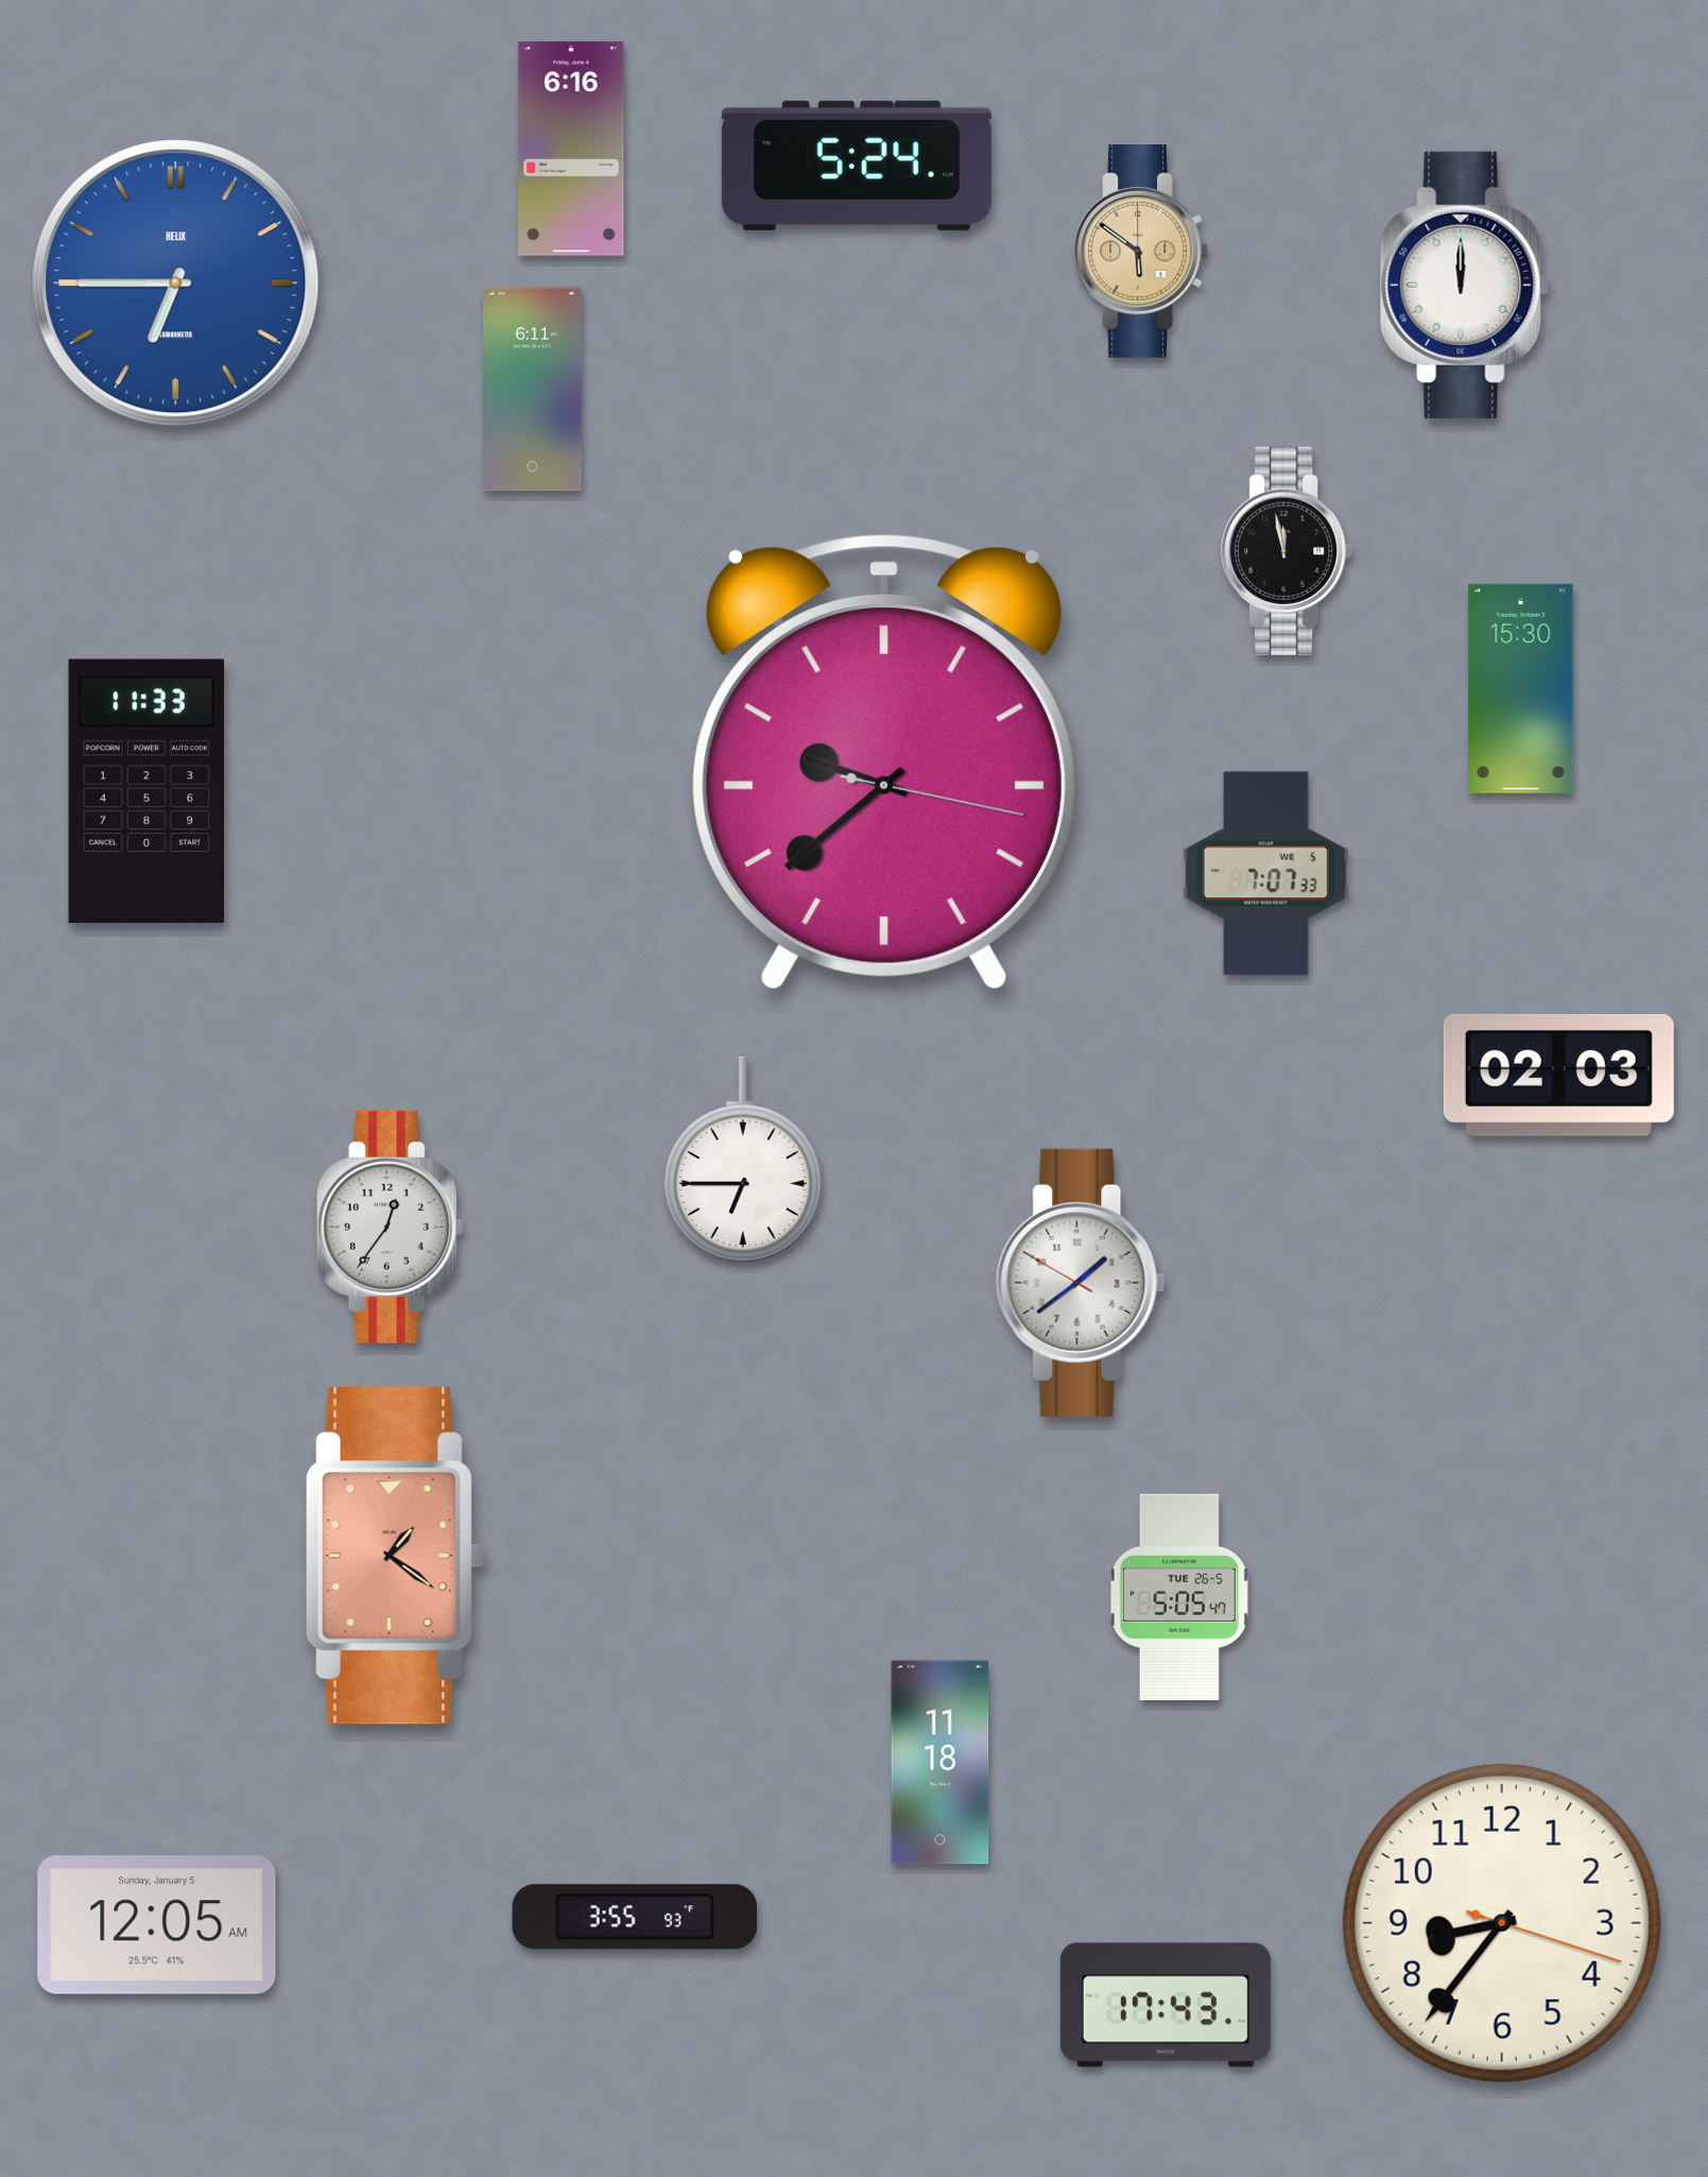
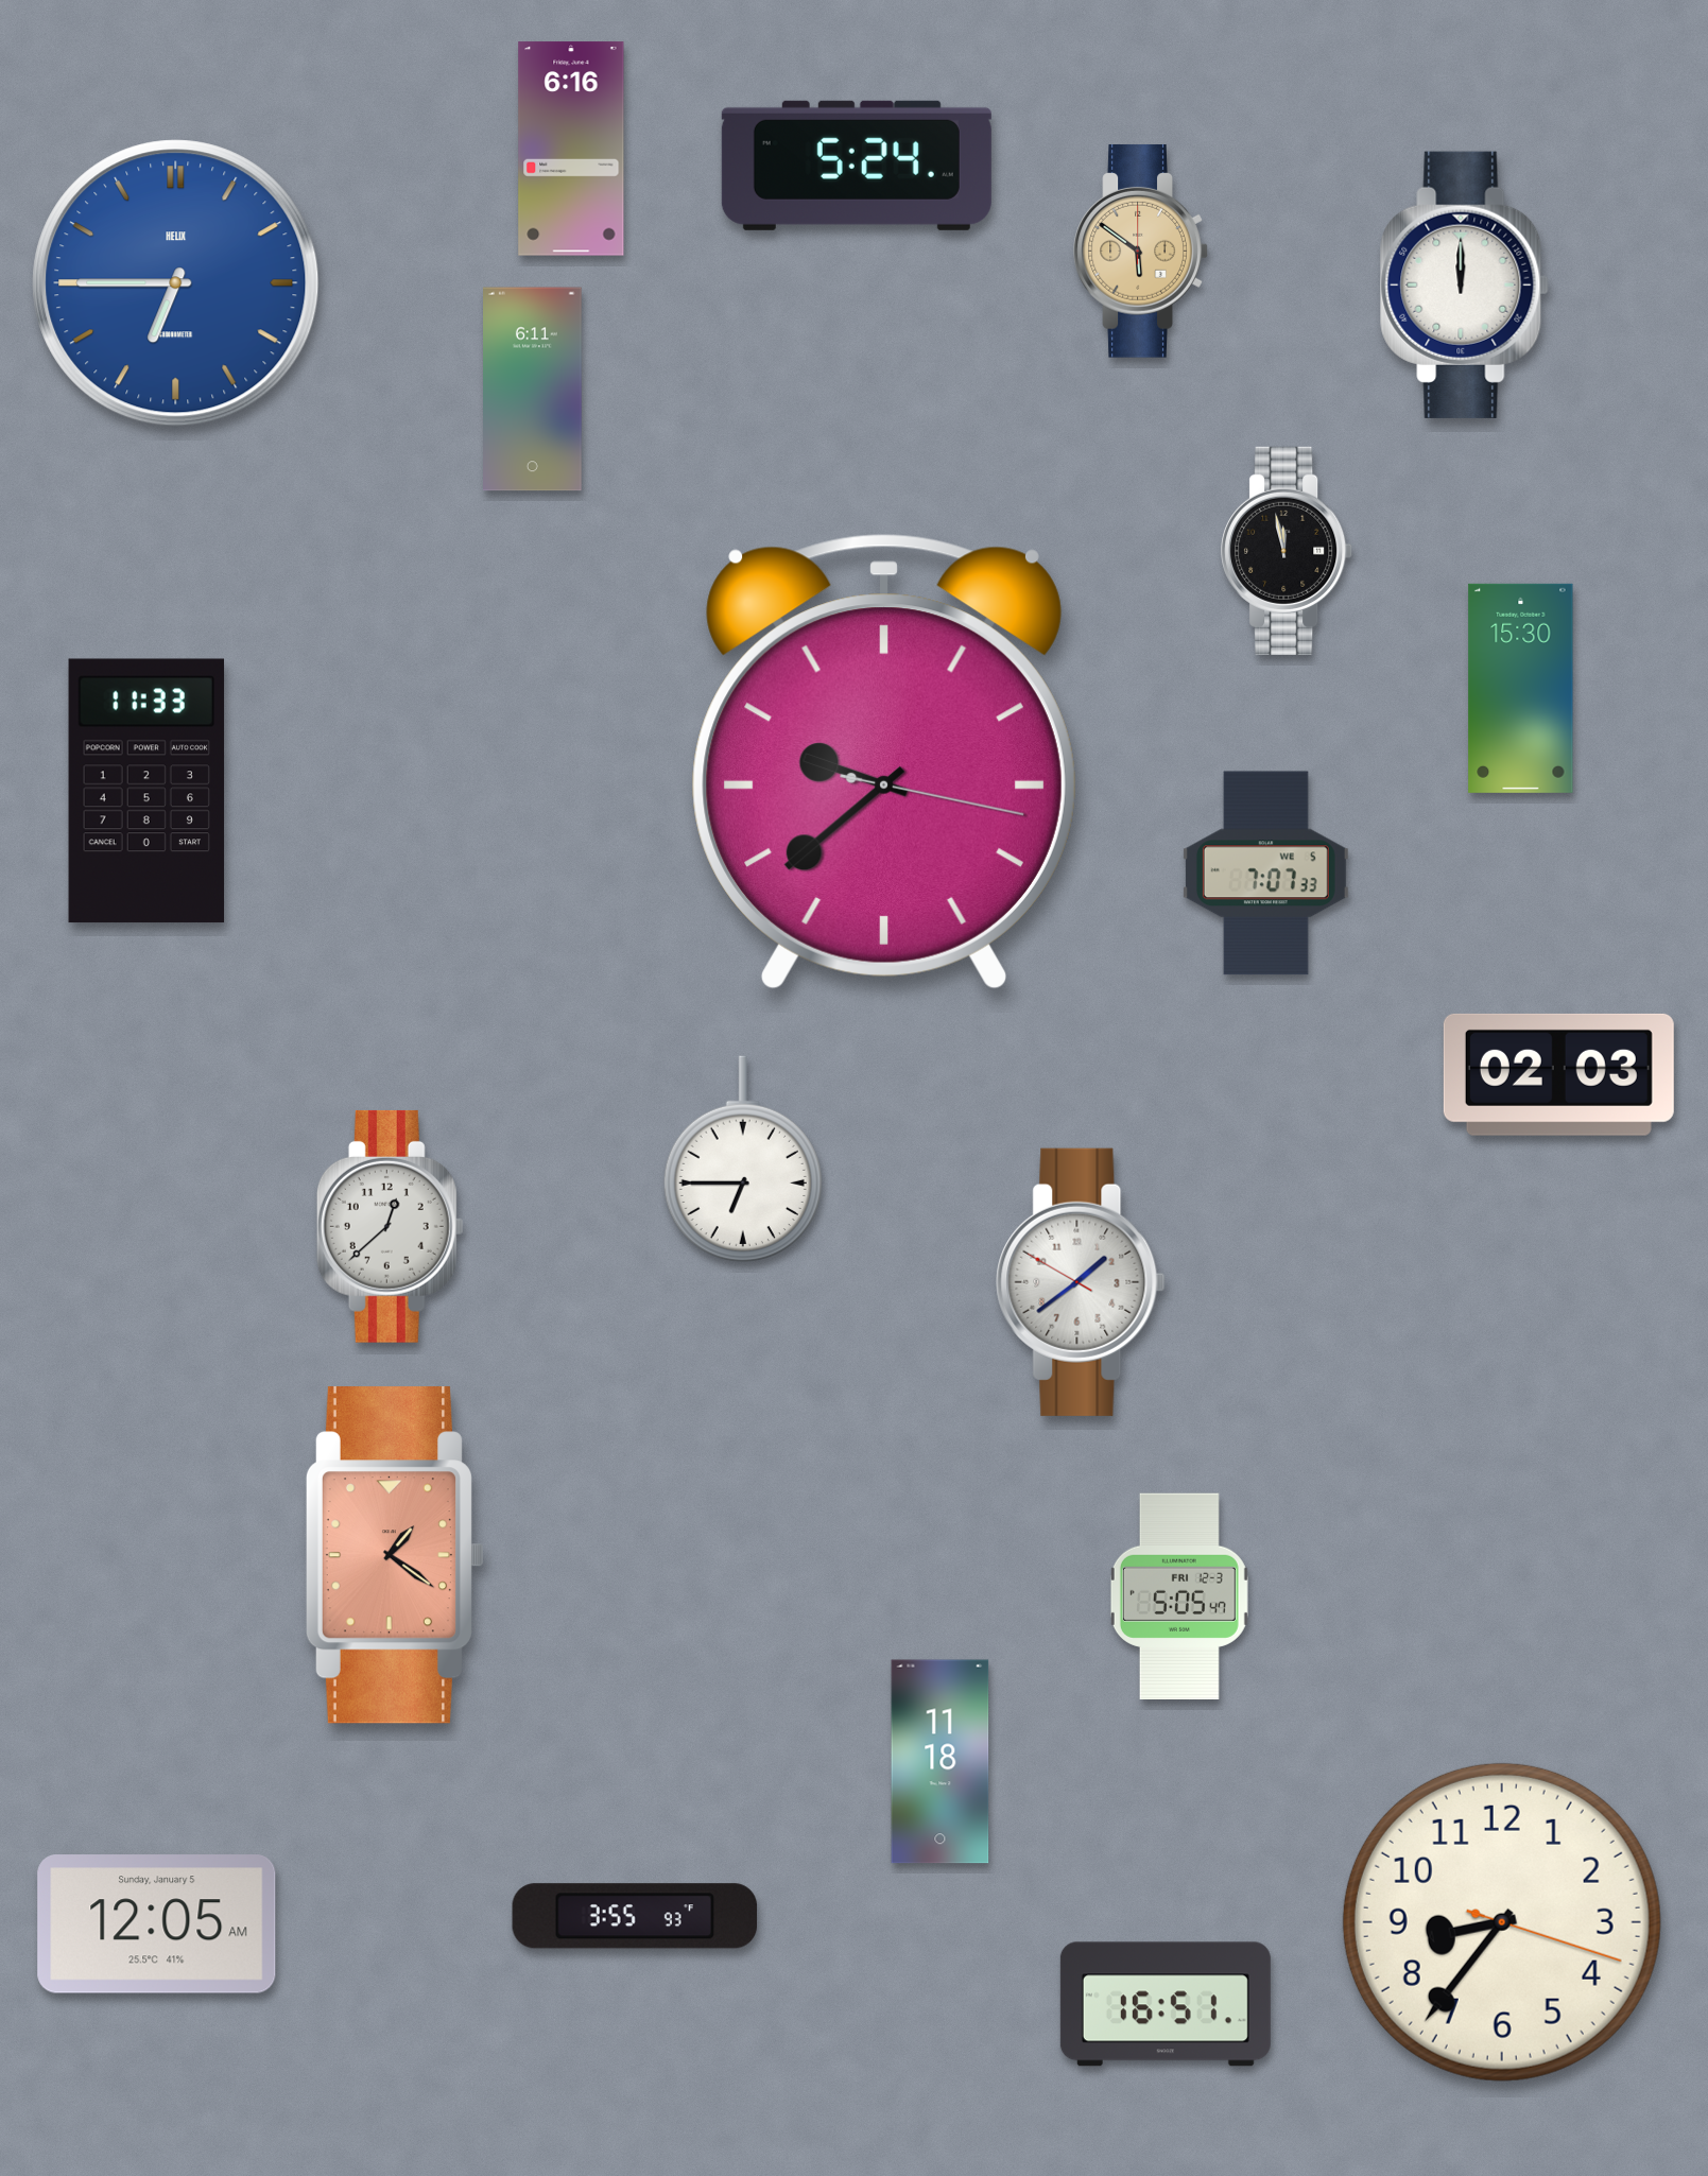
clock at (390, 1227): 12:36 -> 12:38
clock at (1179, 1596) date: TUE 26-5 -> FRI 12-3
clock at (1166, 2005): 17:43 -> 16:51
